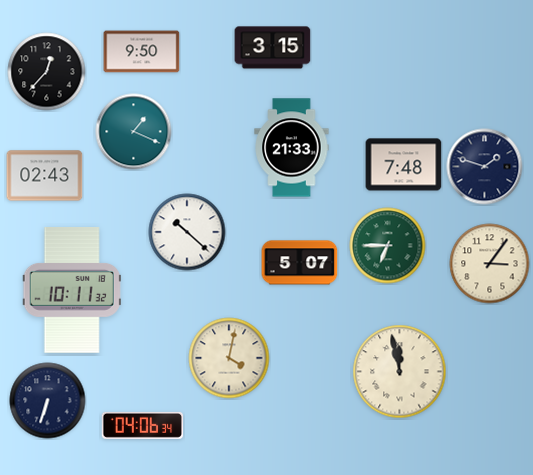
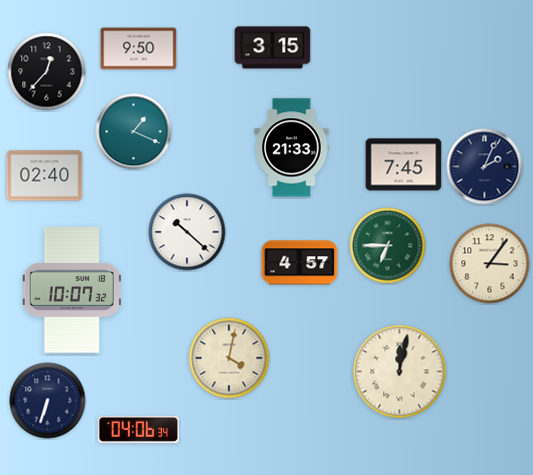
clock at (142, 52) position: (142, 52) -> (139, 49)
clock at (404, 165): 7:48 -> 7:45
clock at (485, 167): 1:48 -> 2:04
clock at (45, 176): 02:43 -> 02:40
clock at (300, 263): 5:07 -> 4:57
clock at (72, 290): 10:11 -> 10:07
clock at (400, 372): 11:58 -> 12:02
clock at (143, 425) position: (143, 425) -> (139, 429)
